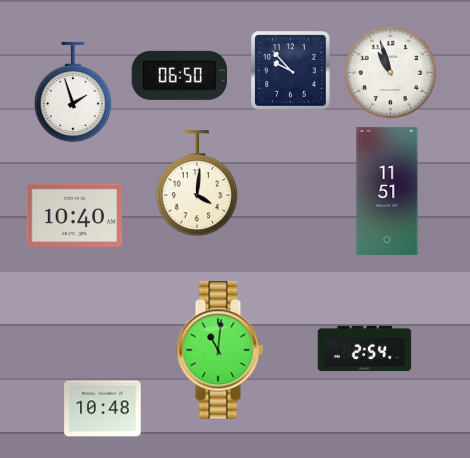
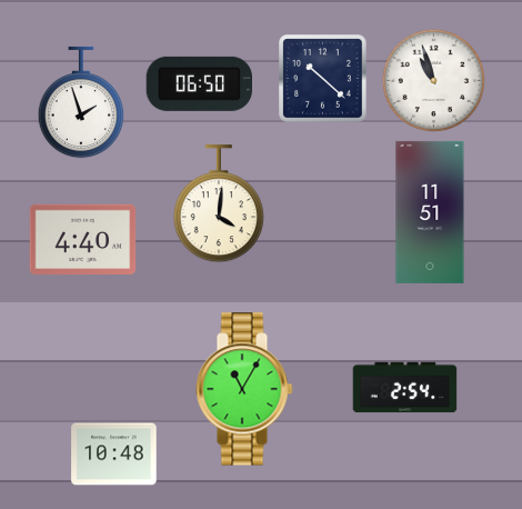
clock at (291, 71): 9:53 -> 10:22
clock at (75, 215): 10:40 -> 4:40
clock at (220, 350): 11:01 -> 11:05
